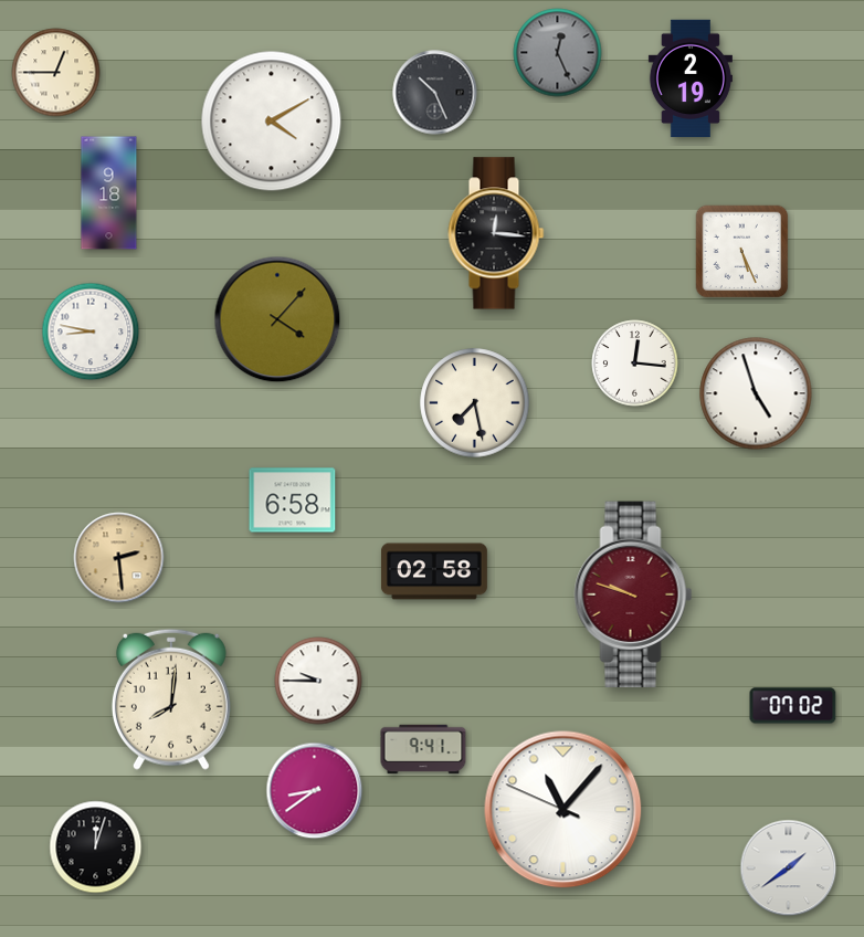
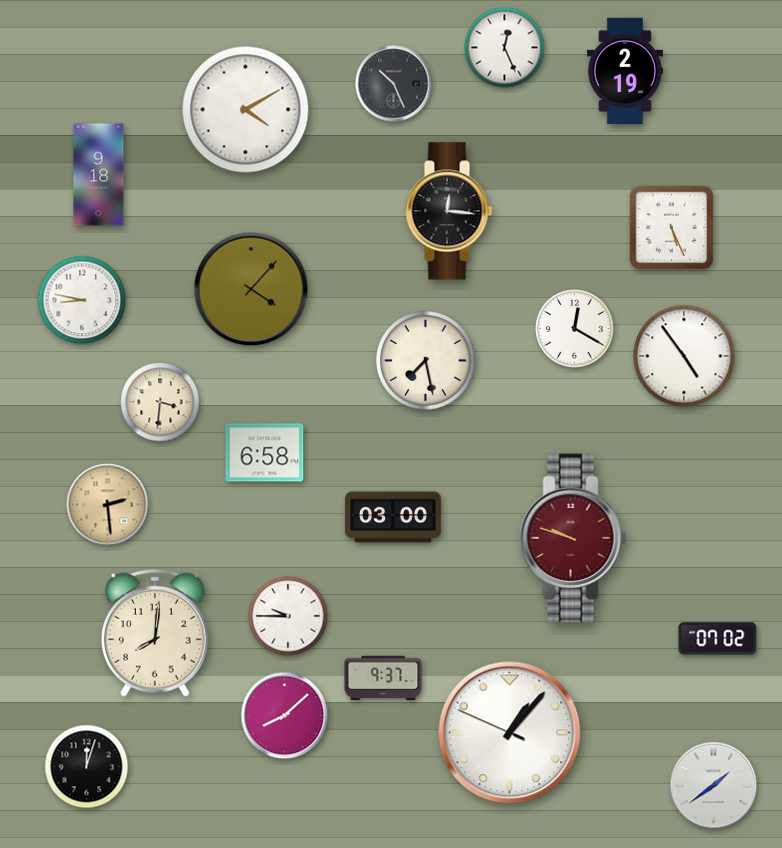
clock at (558, 53) dial: grey -> white
clock at (56, 73): 12:45 -> none
clock at (635, 364): 12:16 -> 12:20
clock at (756, 393): 4:57 -> 4:54
clock at (475, 403) position: (475, 403) -> (426, 361)
clock at (160, 402): none -> 3:31
clock at (434, 571): 02:58 -> 03:00
clock at (423, 749): 9:41 -> 9:37
clock at (315, 791): 8:39 -> 8:08
clock at (563, 810): 11:06 -> 1:06
